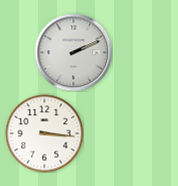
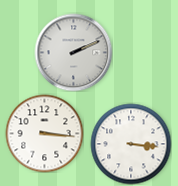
clock at (131, 144): none -> 3:16
